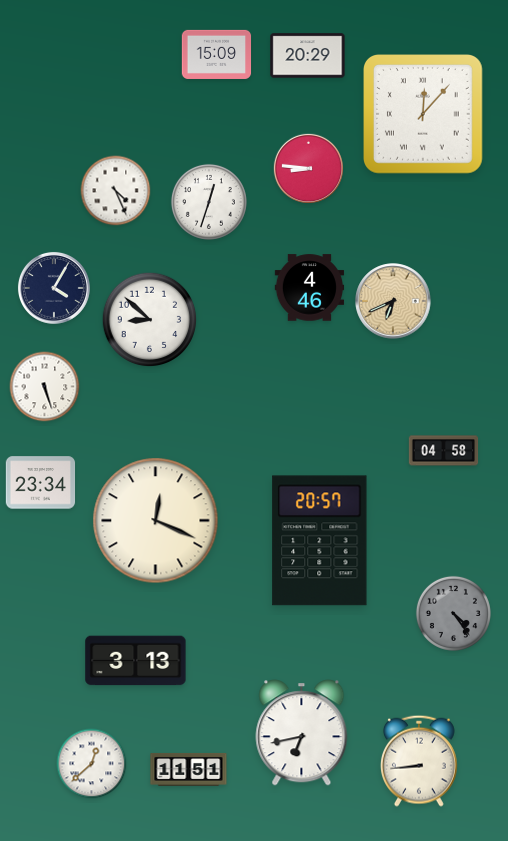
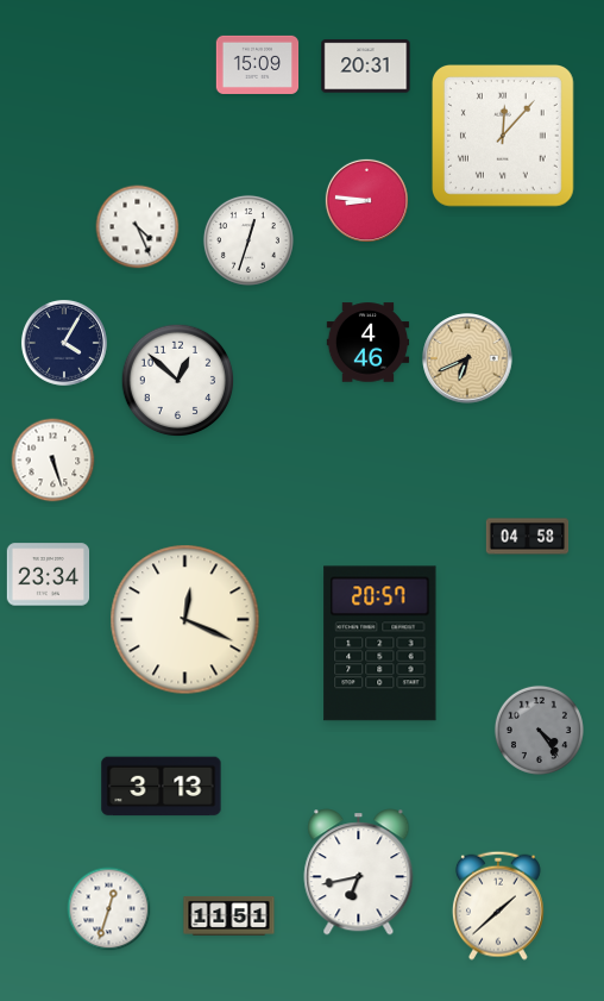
clock at (308, 56): 20:29 -> 20:31
clock at (150, 320): 8:52 -> 12:52
clock at (419, 761): 8:44 -> 1:38
clock at (92, 764): 12:38 -> 12:33
clock at (189, 769) position: (189, 769) -> (229, 915)
